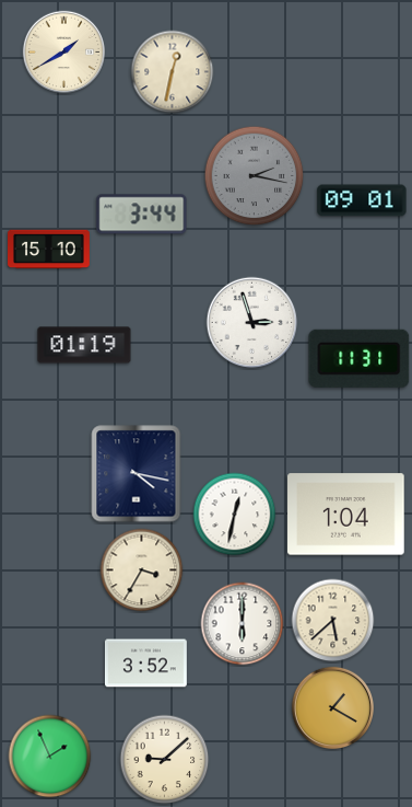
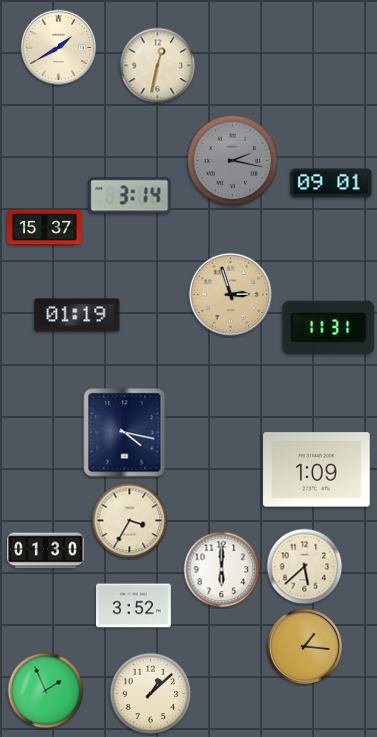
clock at (142, 215): 3:44 -> 3:14
clock at (49, 250): 15:10 -> 15:37
clock at (252, 323) dial: white -> champagne
clock at (235, 515): 12:32 -> none
clock at (346, 515): 1:04 -> 1:09
clock at (46, 551): none -> 01:30
clock at (332, 707): 1:20 -> 1:16
clock at (165, 760): 9:08 -> 1:08
